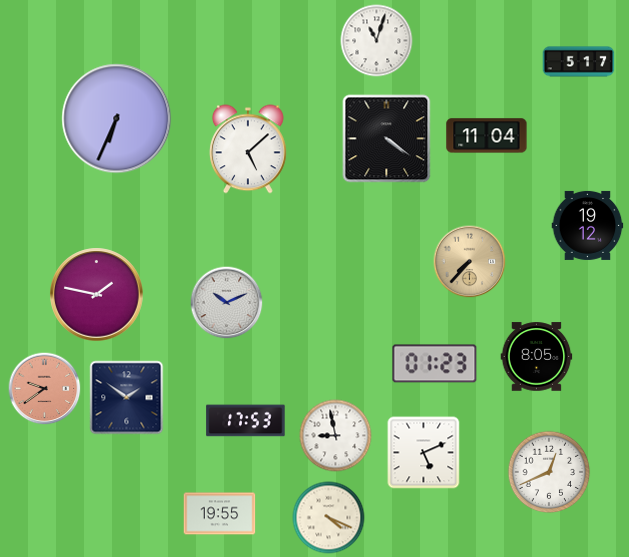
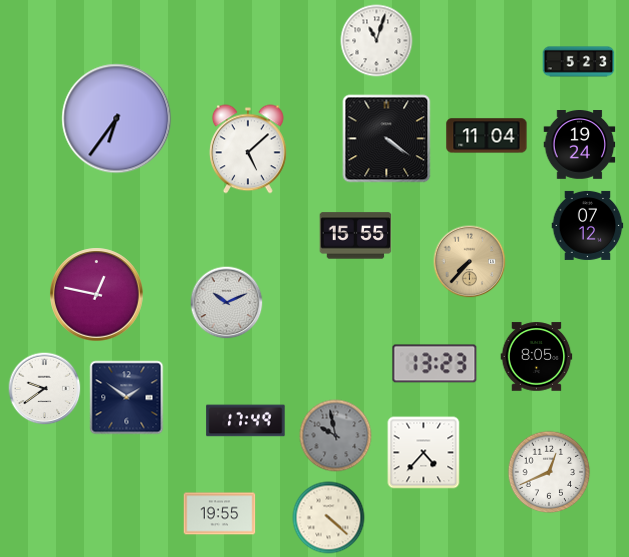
clock at (579, 62): 5:17 -> 5:23
clock at (117, 119): 6:34 -> 6:36
clock at (580, 145): none -> 19:24
clock at (588, 225): 19:12 -> 07:12
clock at (356, 236): none -> 15:55
clock at (97, 295): 1:47 -> 12:47
clock at (435, 364): 01:23 -> 13:23
clock at (45, 389) dial: salmon -> white
clock at (246, 421): 17:53 -> 17:49
clock at (336, 436): 8:58 -> 9:58
clock at (336, 436) dial: white -> grey
clock at (424, 453): 5:11 -> 4:37
clock at (329, 518): 4:19 -> 4:22
